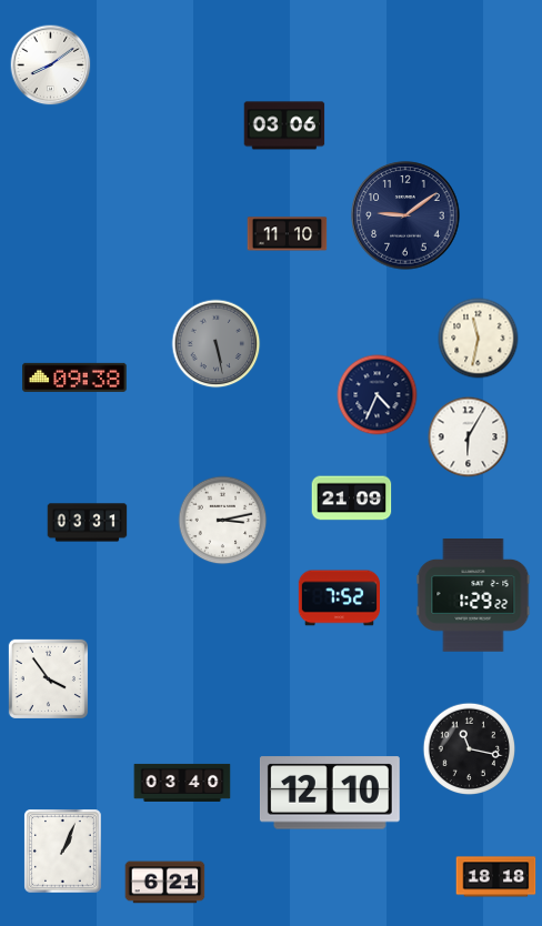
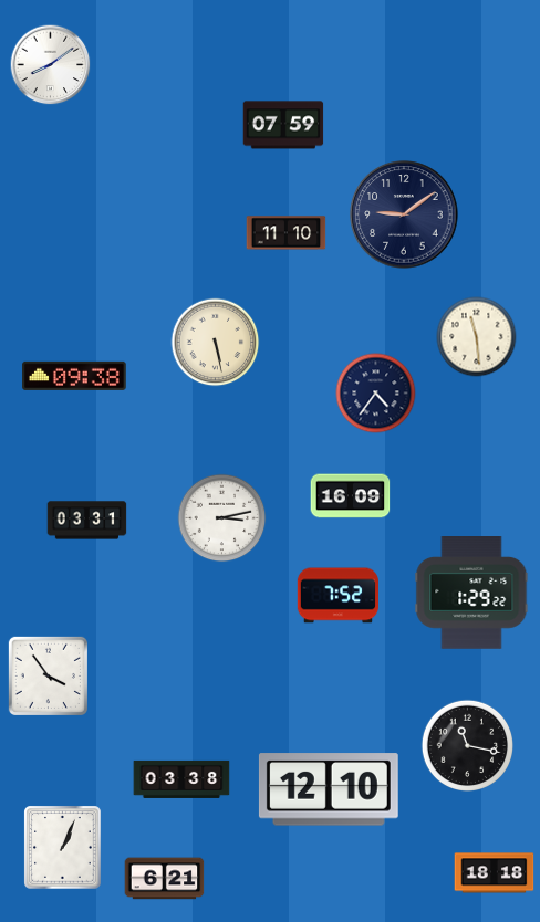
clock at (284, 125): 03:06 -> 07:59
clock at (479, 339): 11:32 -> 11:29
clock at (217, 344) dial: grey -> cream
clock at (378, 395): 4:34 -> 4:36
clock at (469, 437): 6:05 -> none
clock at (352, 499): 21:09 -> 16:09
clock at (182, 783): 03:40 -> 03:38
